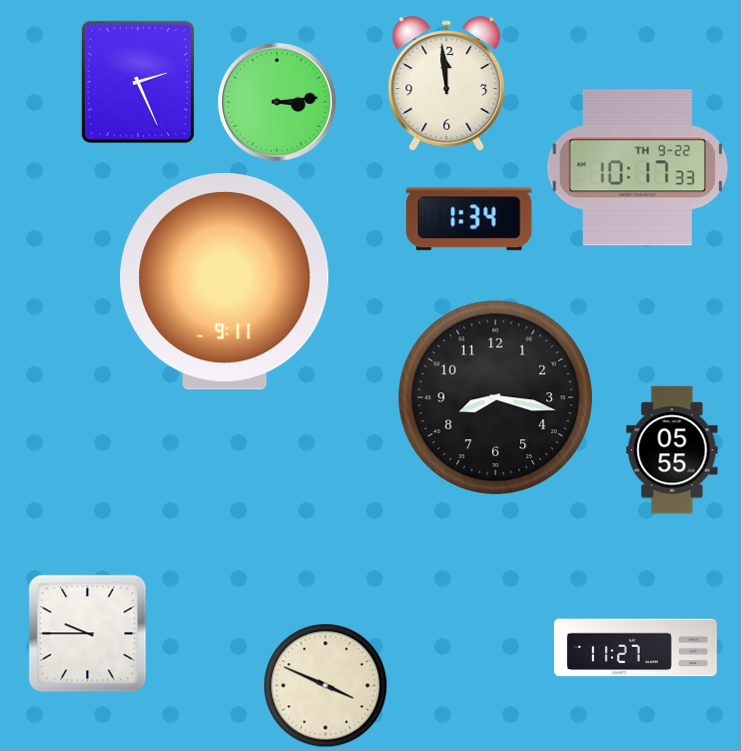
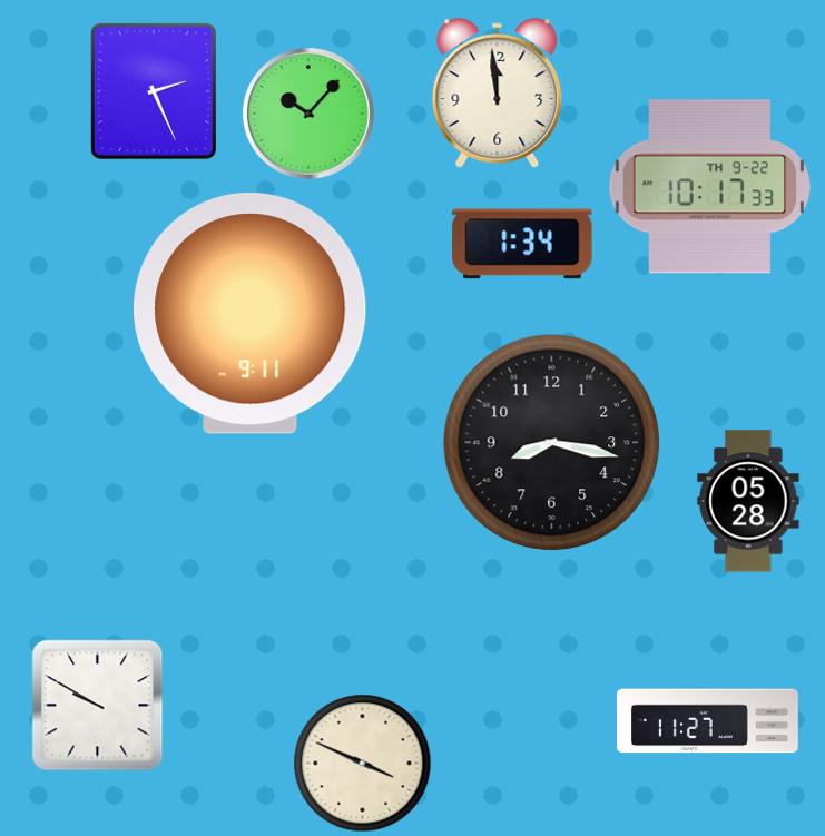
clock at (277, 102): 3:14 -> 10:07
clock at (672, 450): 05:55 -> 05:28
clock at (88, 634): 9:45 -> 9:50
